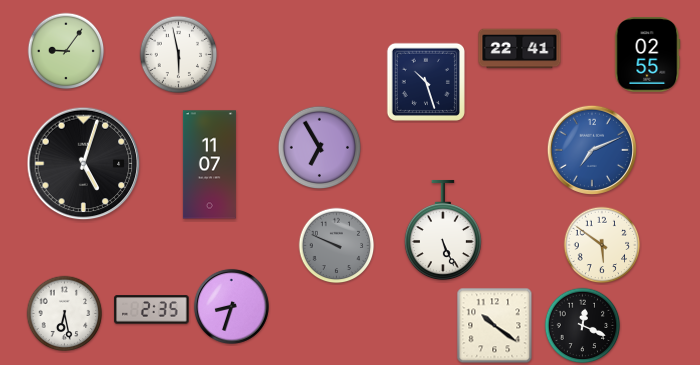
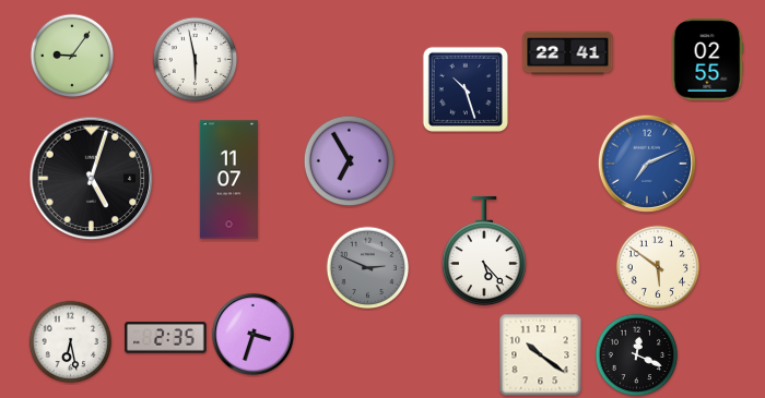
clock at (443, 230): 5:26 -> 5:23
clock at (337, 246): 9:49 -> 2:49
clock at (231, 306): 8:33 -> 3:33
